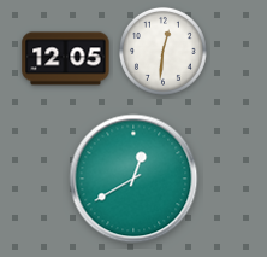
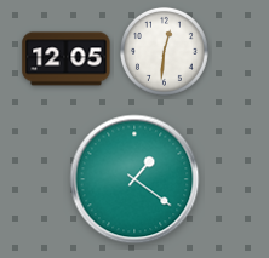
clock at (133, 179): 12:40 -> 1:21
